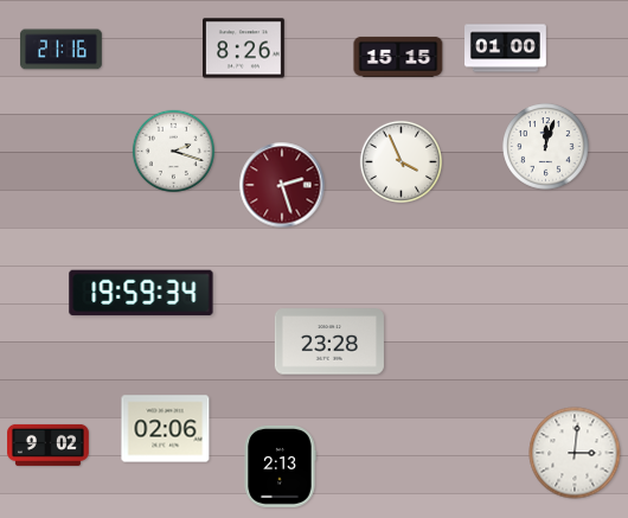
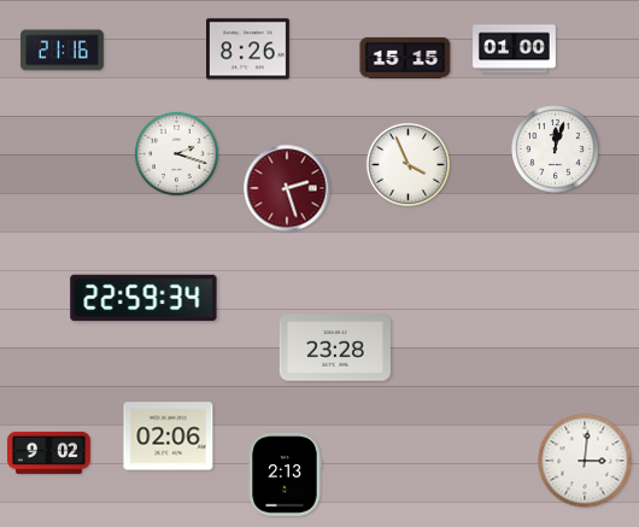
clock at (141, 293): 19:59 -> 22:59
